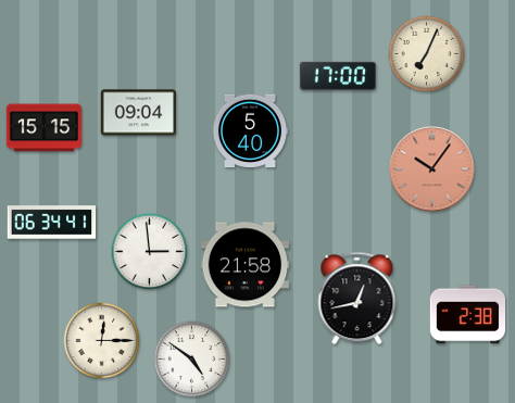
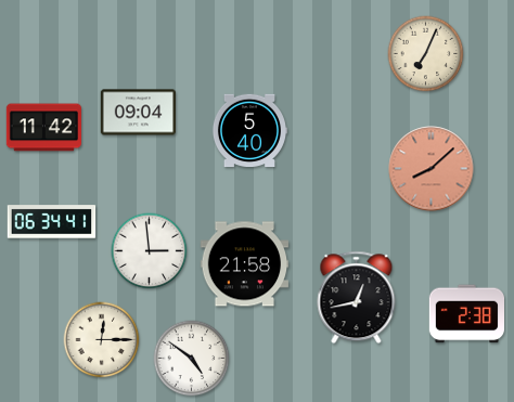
clock at (338, 76): 17:00 -> none
clock at (45, 128): 15:15 -> 11:42
clock at (432, 169): 10:06 -> 8:08
